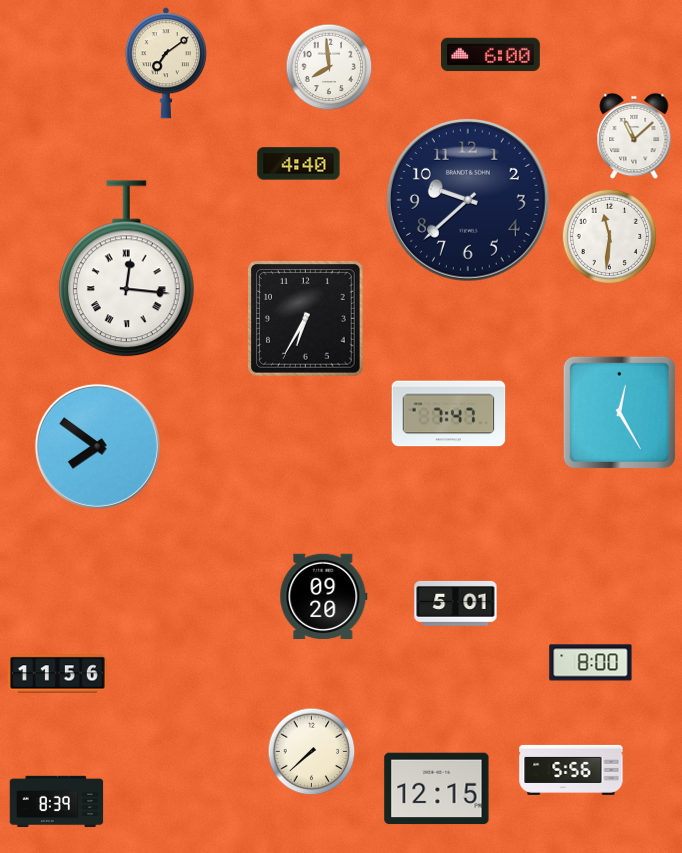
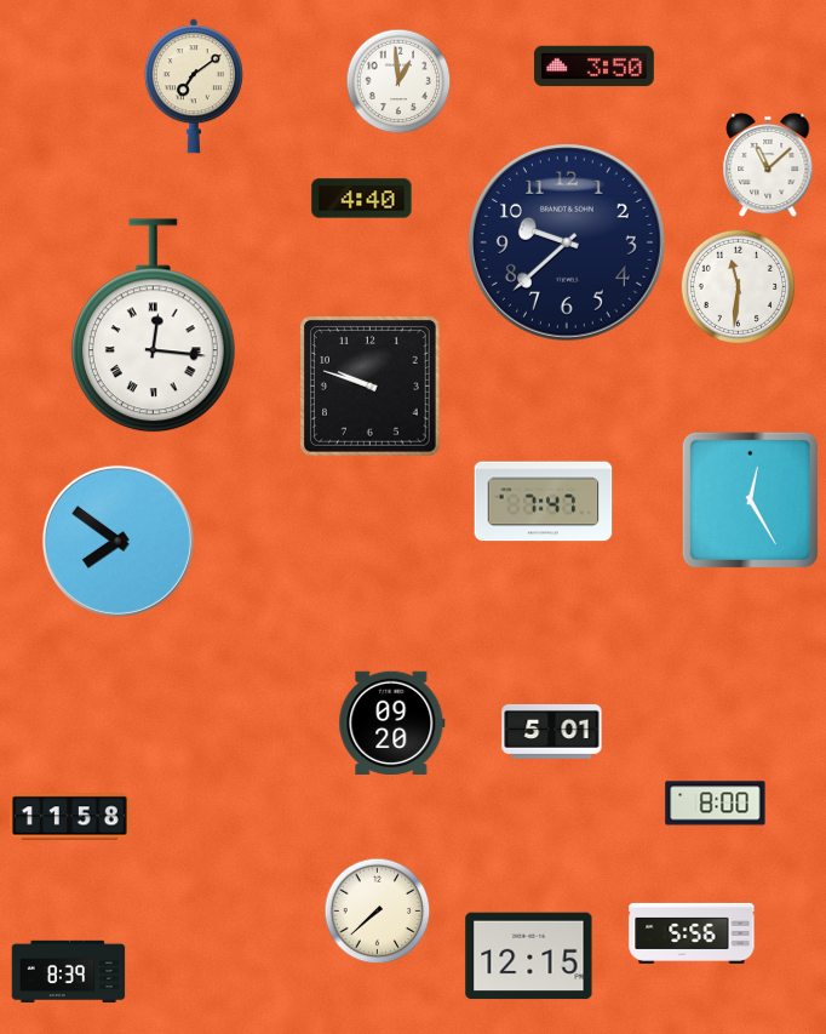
clock at (491, 55): 6:00 -> 3:50
clock at (166, 63) position: (166, 63) -> (194, 86)
clock at (329, 67): 7:59 -> 12:59
clock at (306, 319): 6:35 -> 9:48
clock at (57, 674): 11:56 -> 11:58
